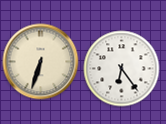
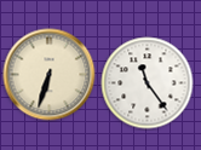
clock at (122, 69): 6:24 -> 11:24
